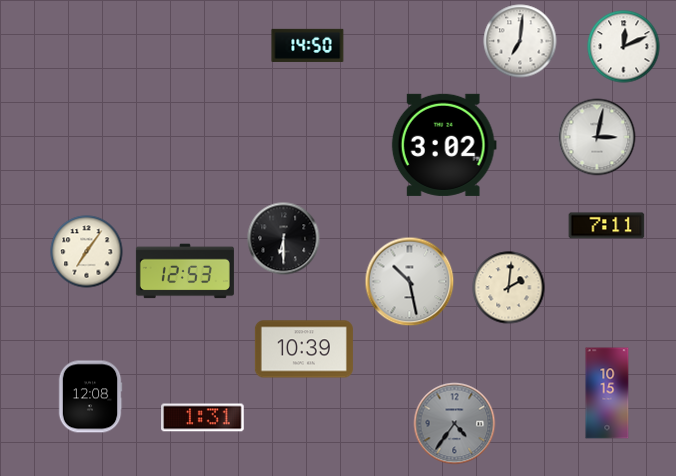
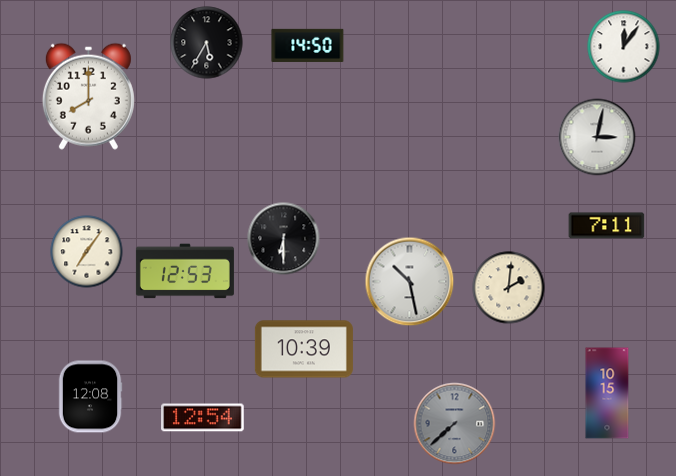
clock at (520, 41): 7:01 -> none
clock at (207, 43): none -> 5:35
clock at (624, 47): 12:11 -> 12:06
clock at (88, 96): none -> 8:00
clock at (444, 145): 3:02 -> none
clock at (203, 418): 1:31 -> 12:54
clock at (455, 424): 4:36 -> 7:38
